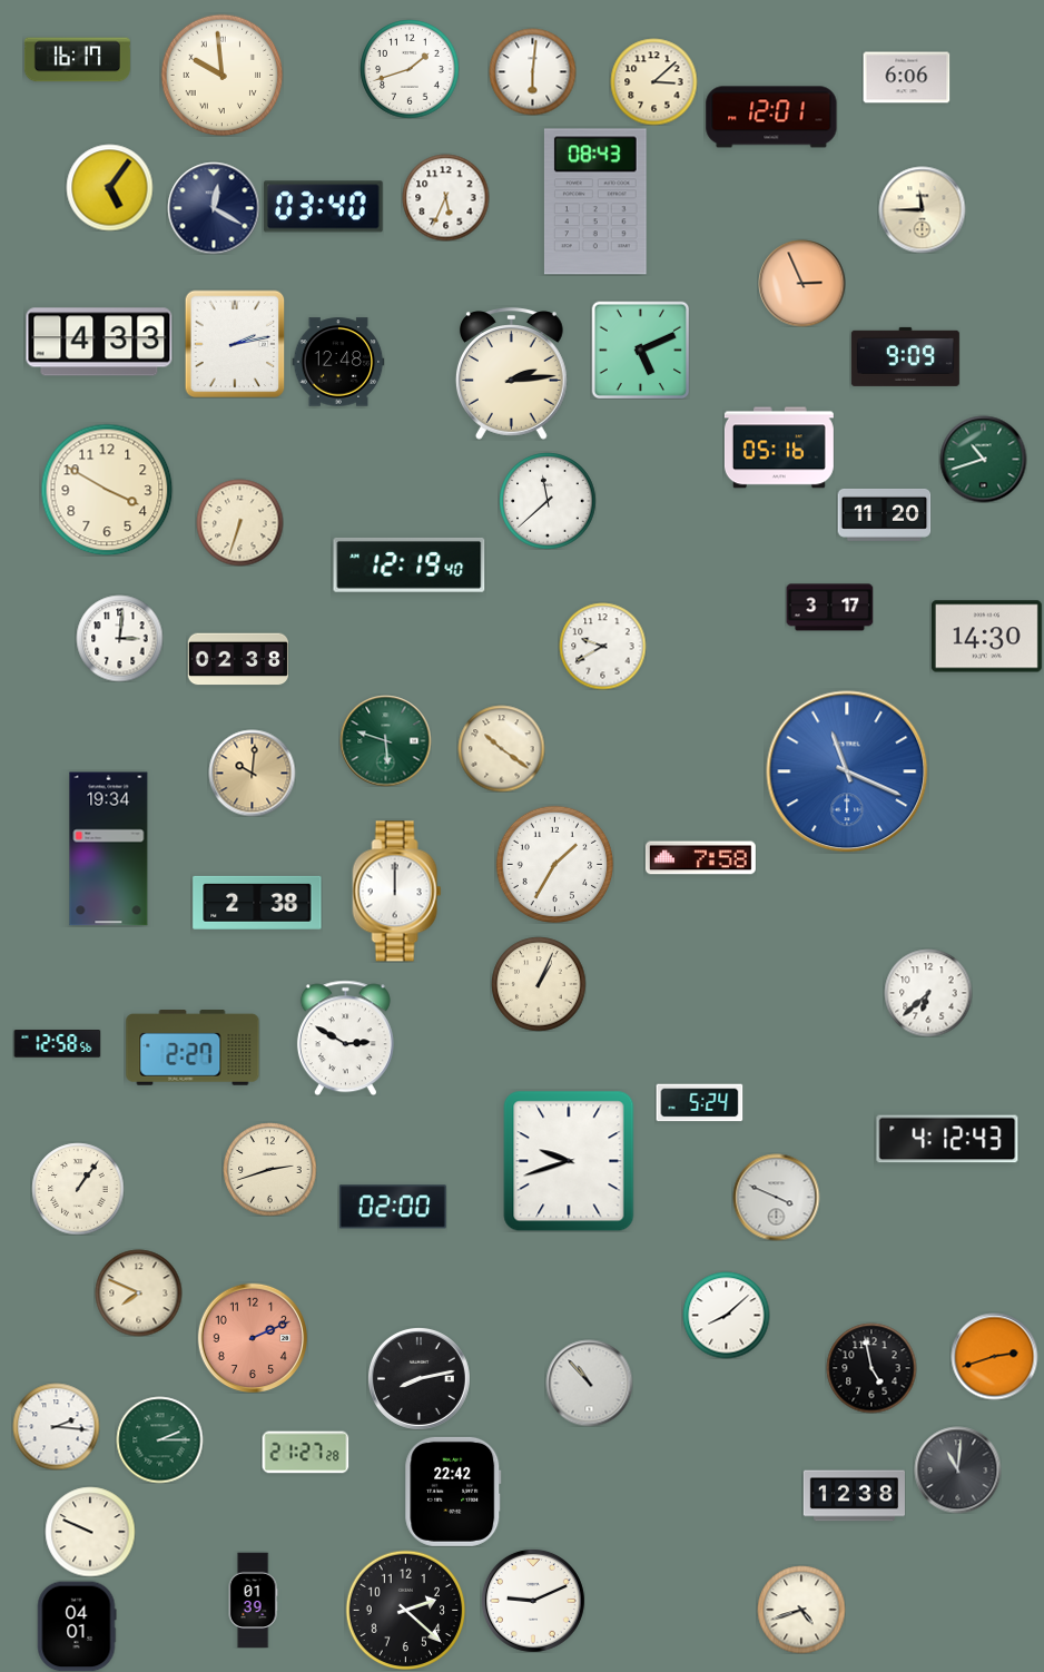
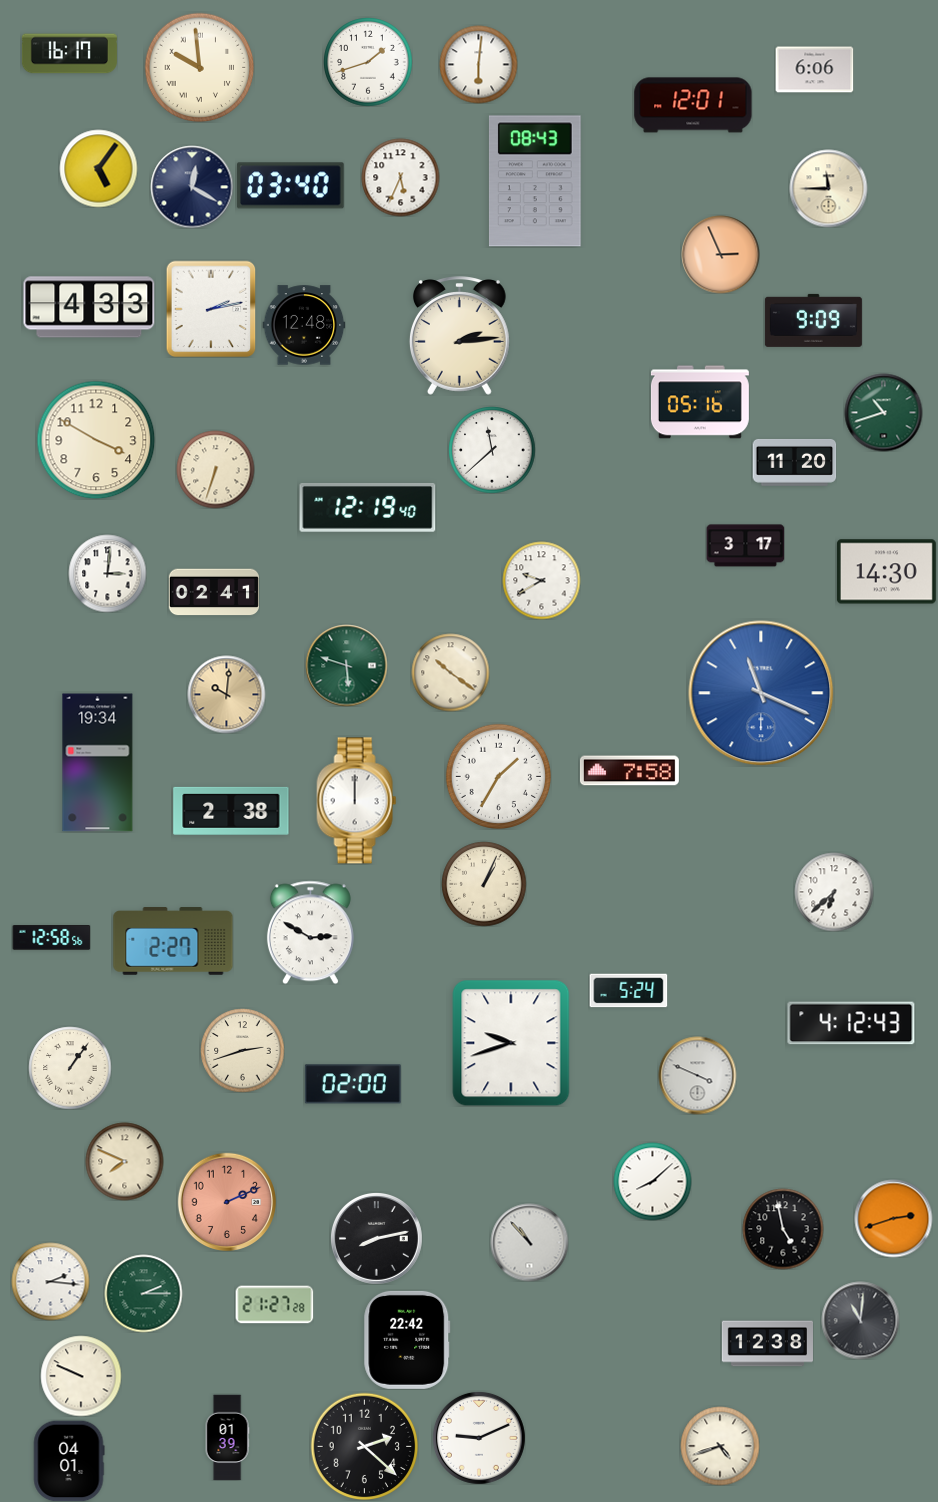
clock at (653, 81): 3:08 -> none
clock at (640, 350): 5:11 -> none
clock at (238, 659): 02:38 -> 02:41
